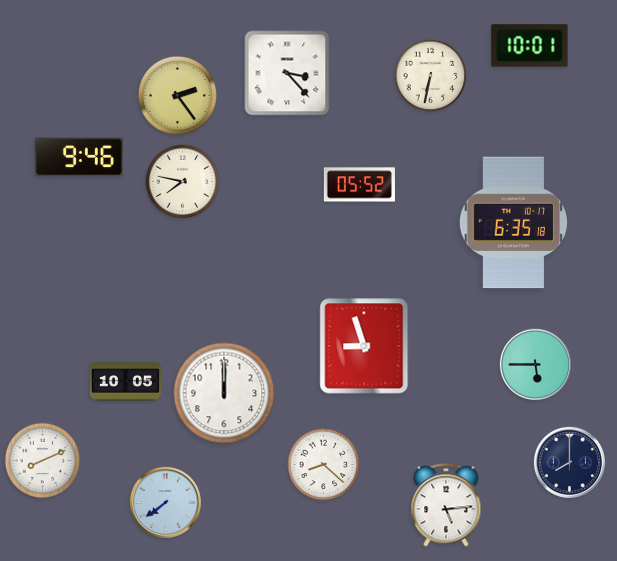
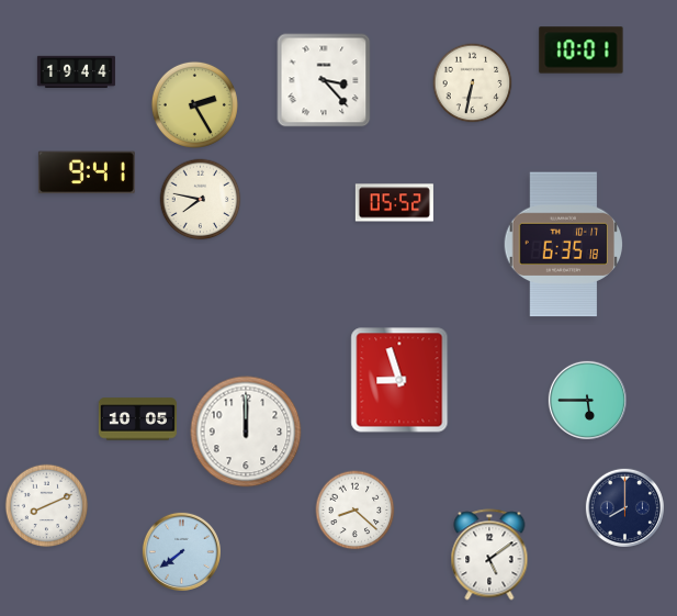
clock at (76, 72): none -> 19:44
clock at (287, 73) position: (287, 73) -> (324, 80)
clock at (177, 95): 2:24 -> 2:25
clock at (79, 157): 9:46 -> 9:41
clock at (446, 505): 5:14 -> 5:09
